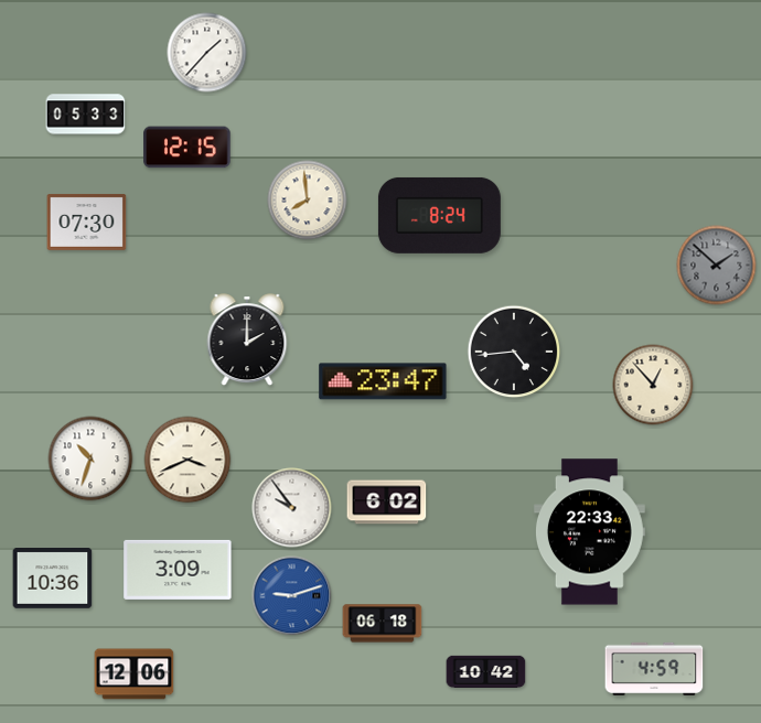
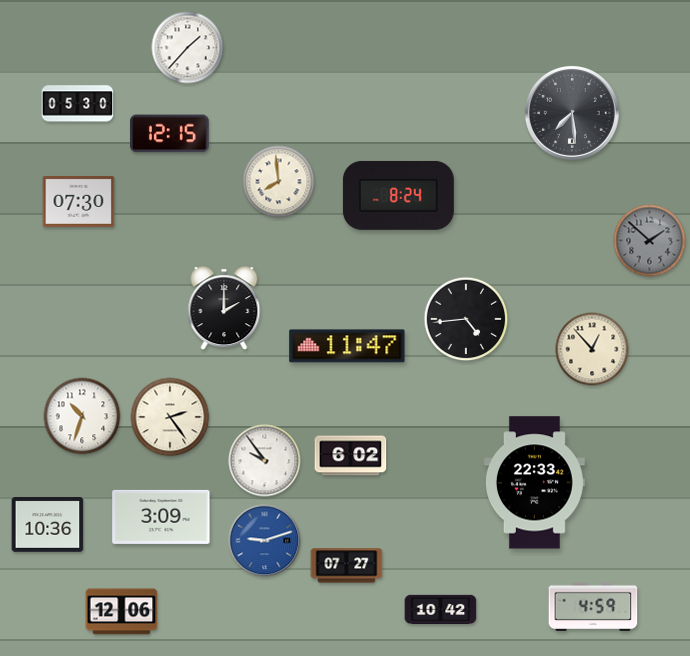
clock at (86, 115): 05:33 -> 05:30
clock at (572, 113): none -> 7:29
clock at (383, 381): 23:47 -> 11:47
clock at (187, 460): 3:41 -> 2:24
clock at (383, 624): 06:18 -> 07:27
